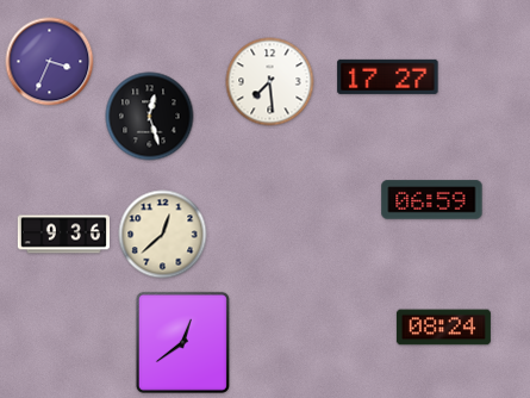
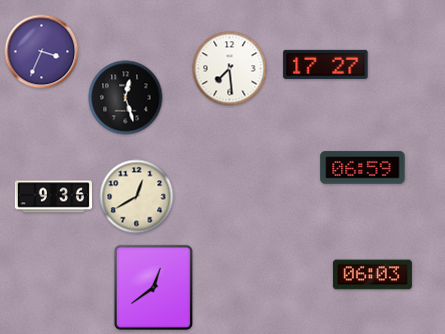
clock at (270, 82) position: (270, 82) -> (230, 69)
clock at (163, 235): 12:38 -> 12:40
clock at (443, 328): 08:24 -> 06:03
